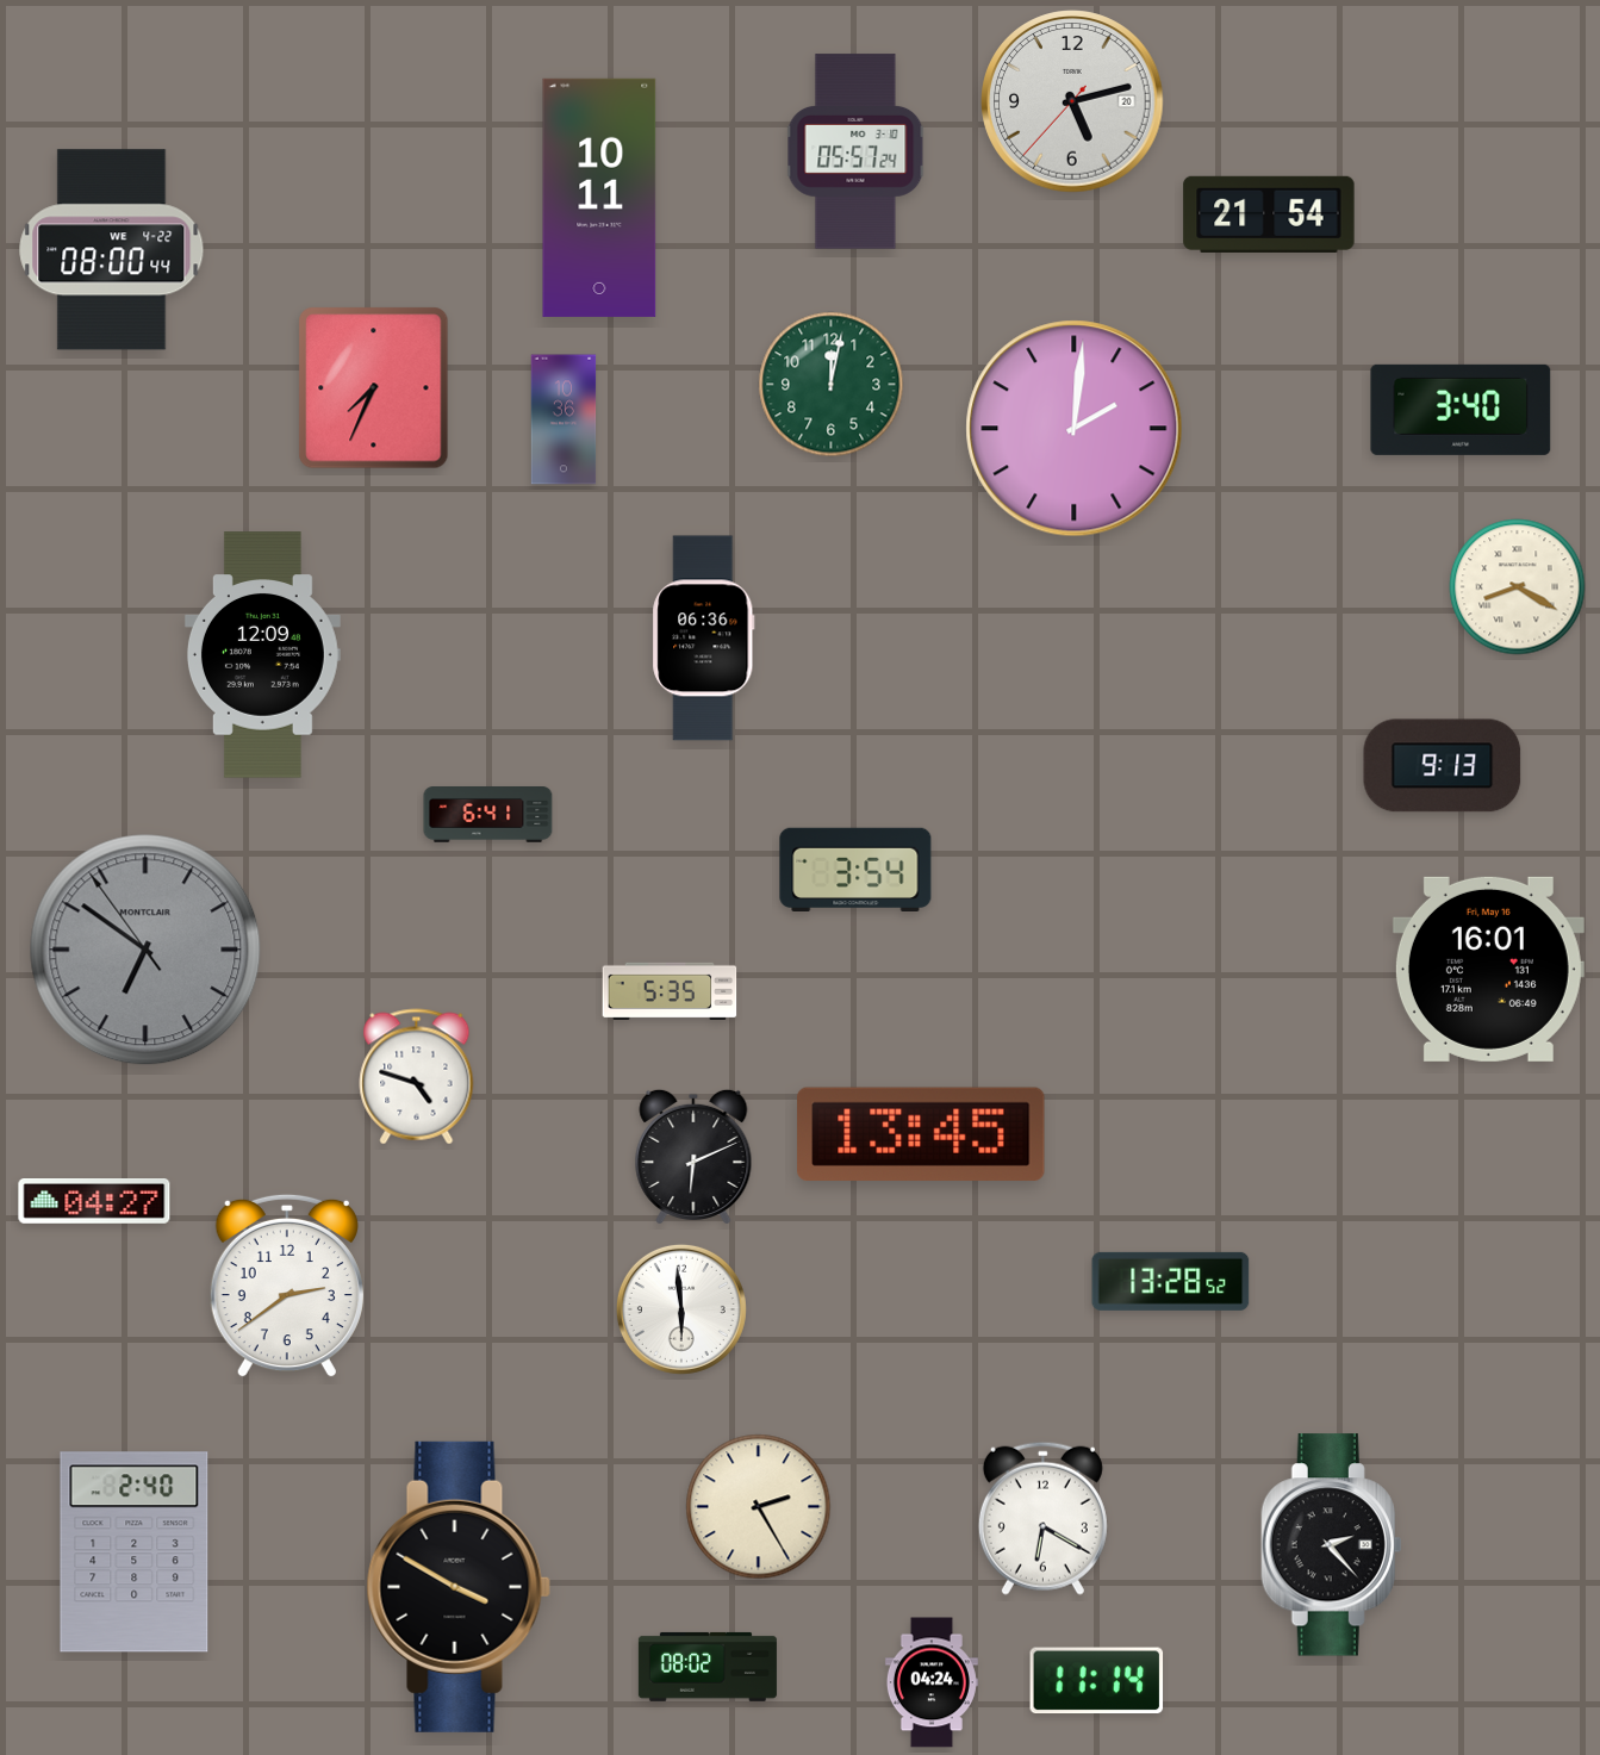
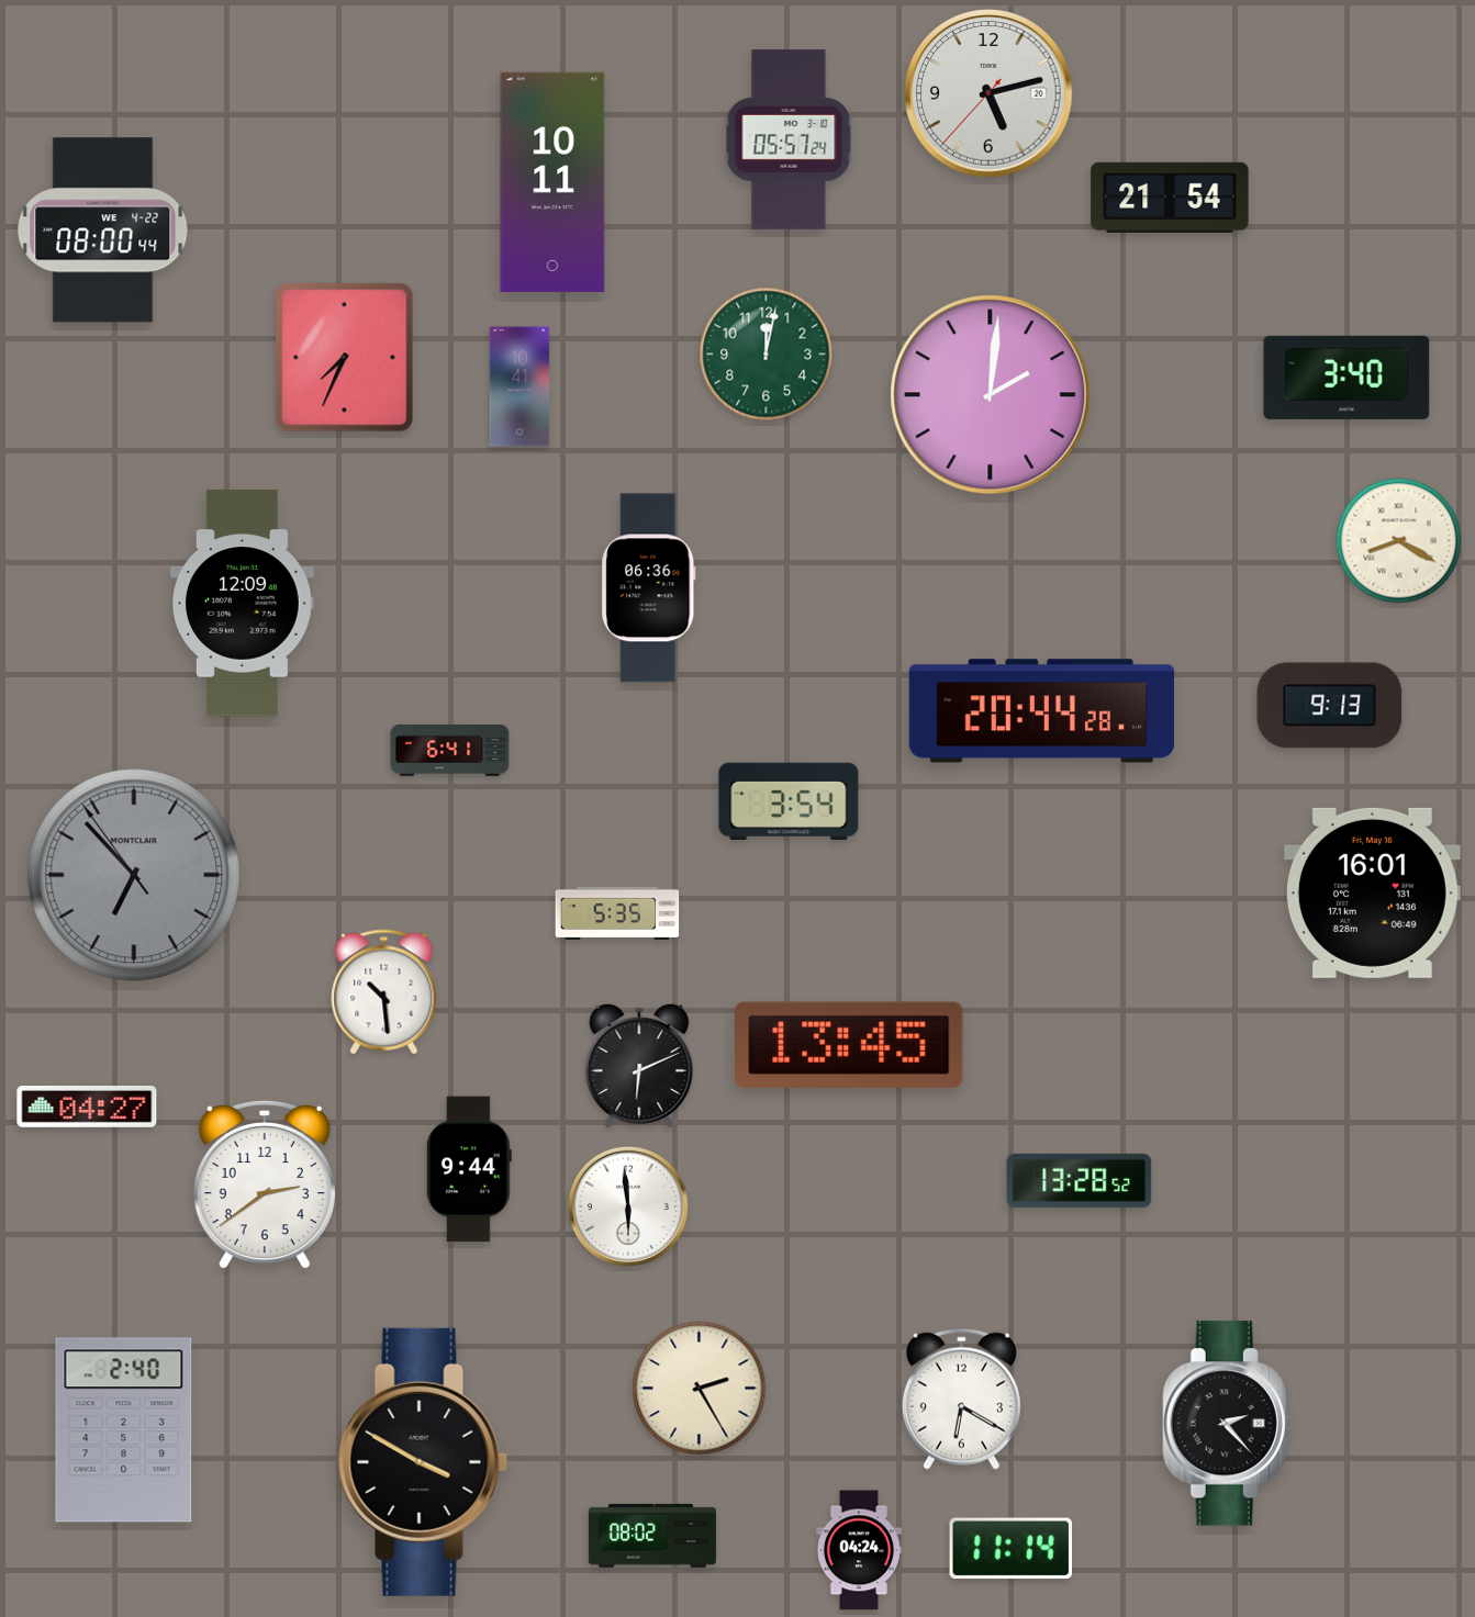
clock at (564, 419): 10:36 -> 10:41
clock at (1041, 711): none -> 20:44
clock at (145, 950): 6:50 -> 6:52
clock at (417, 1077): 4:48 -> 10:29
clock at (469, 1169): none -> 9:44
